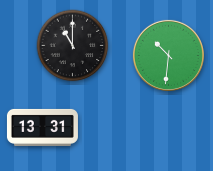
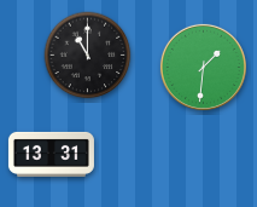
clock at (168, 55): 10:31 -> 1:31
